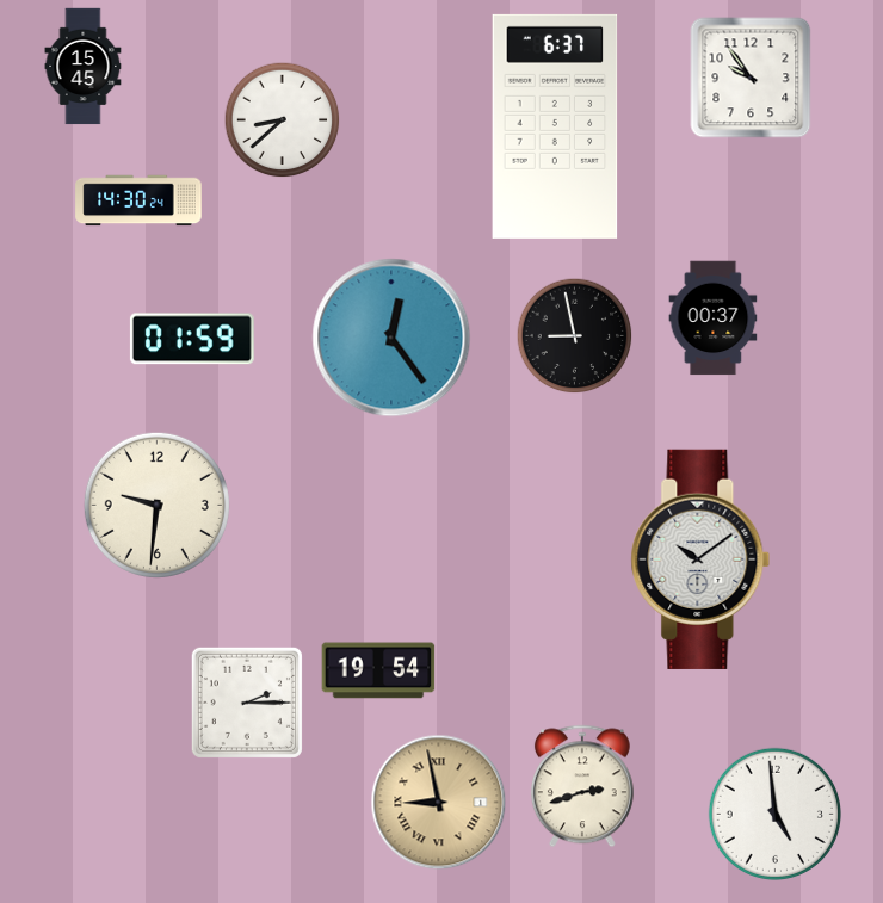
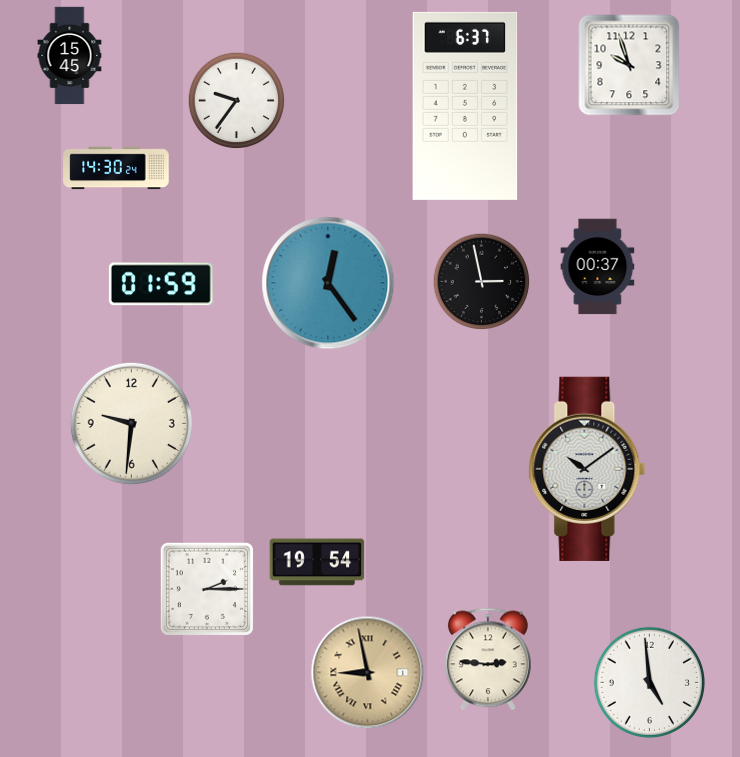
clock at (751, 78): 9:54 -> 9:57
clock at (283, 120): 8:38 -> 9:36
clock at (575, 336): 8:58 -> 2:58
clock at (582, 786): 2:42 -> 2:46
